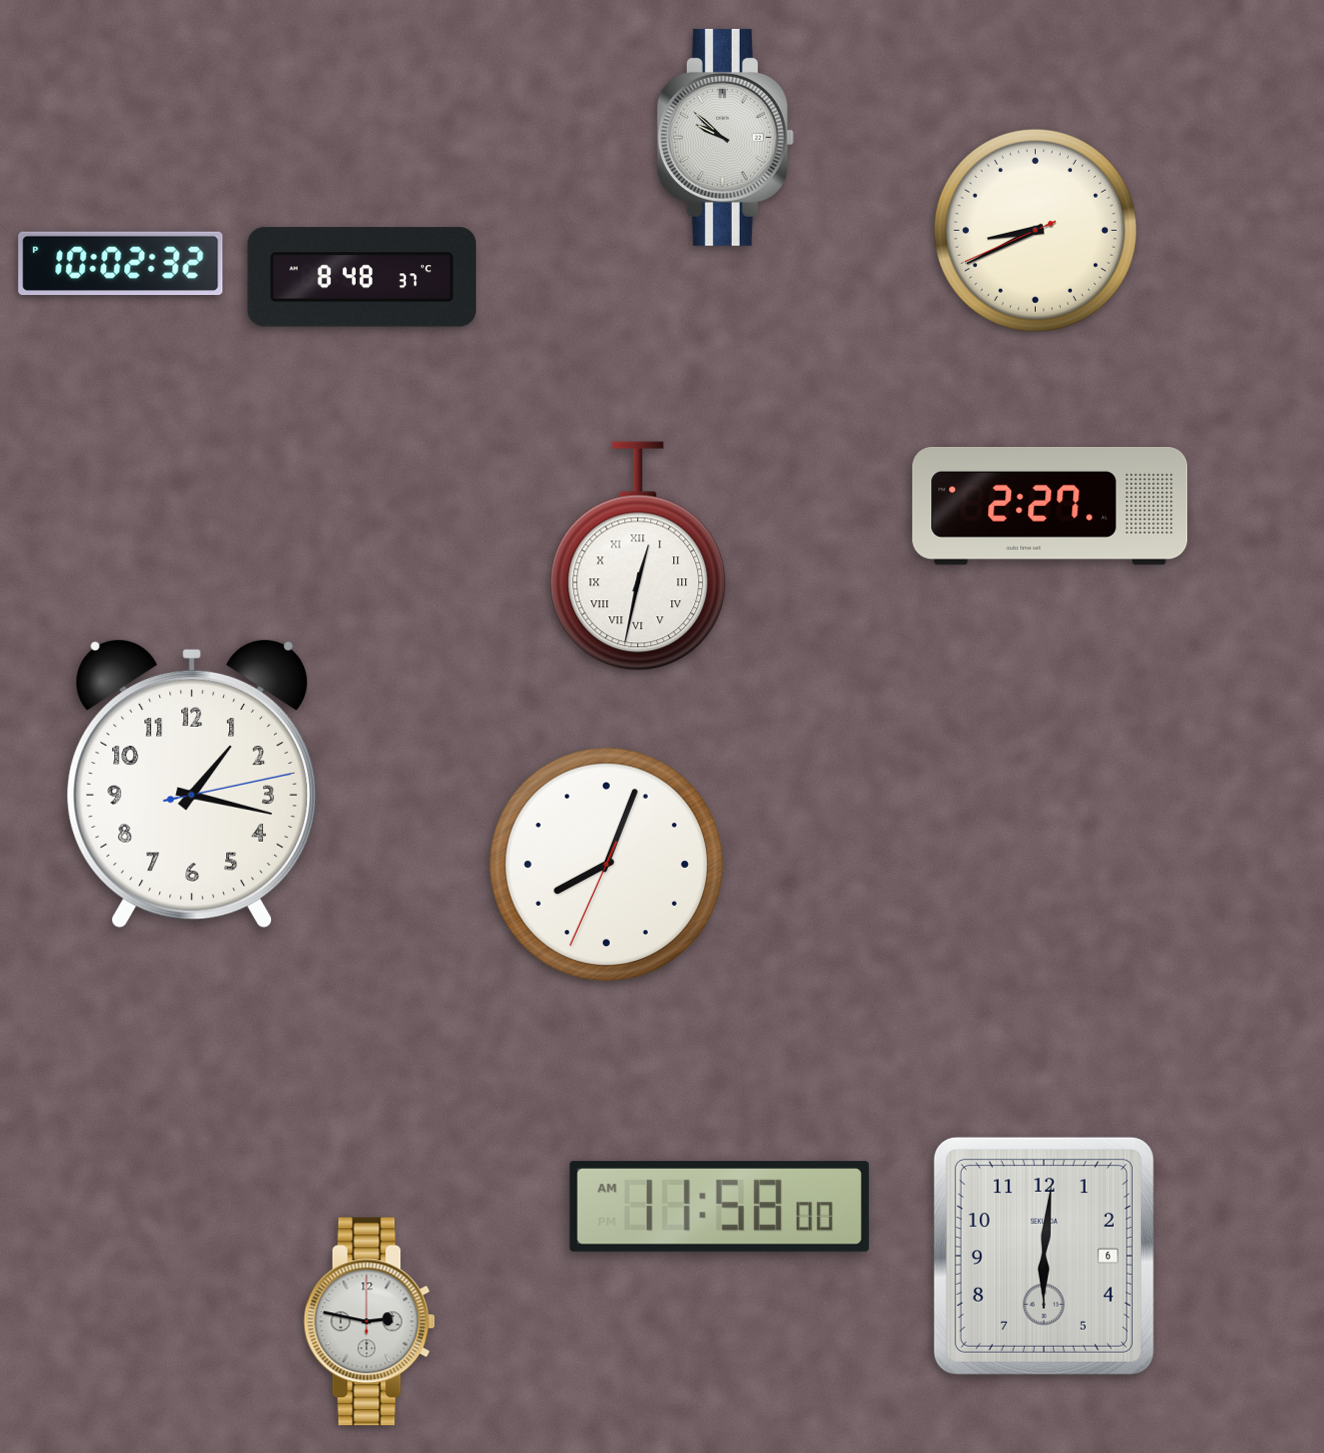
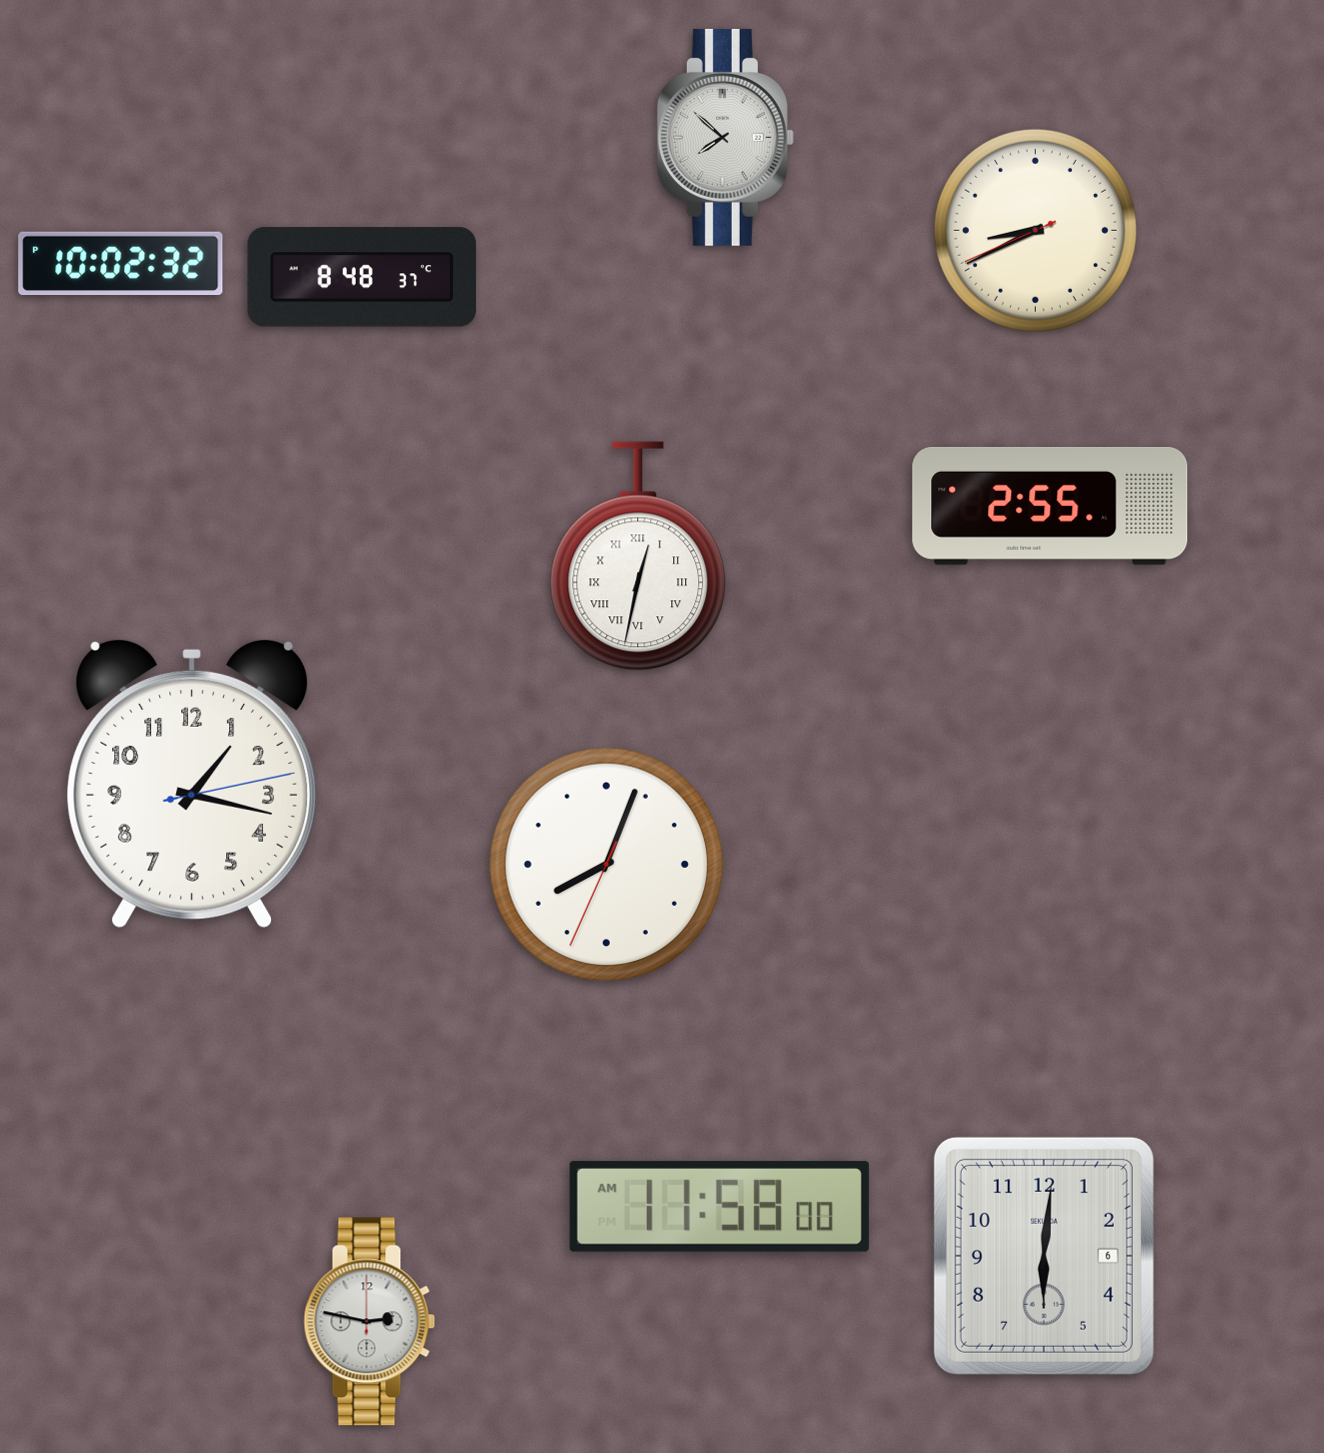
clock at (725, 137): 9:52 -> 7:52
clock at (1050, 506): 2:27 -> 2:55
